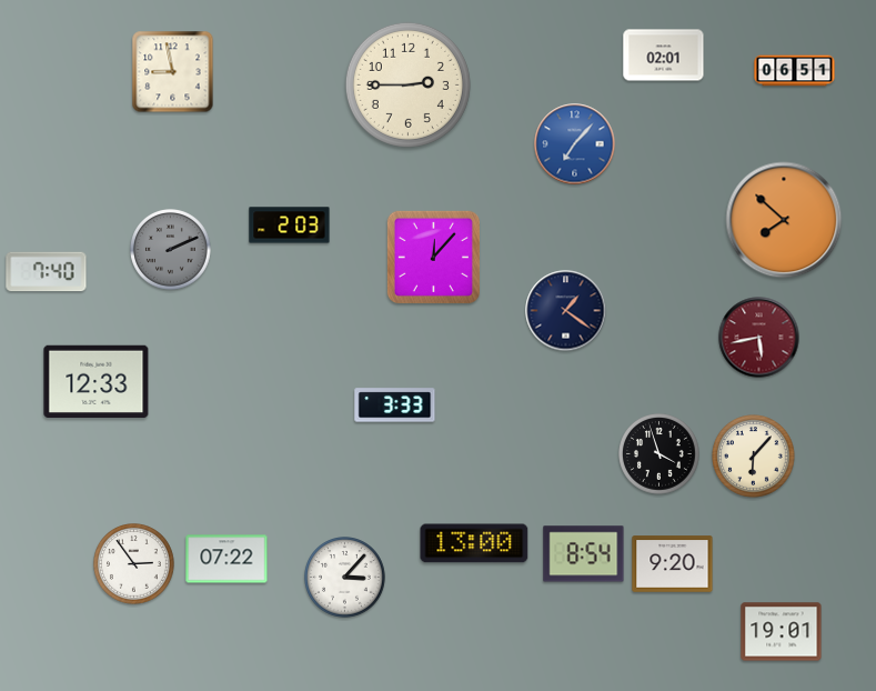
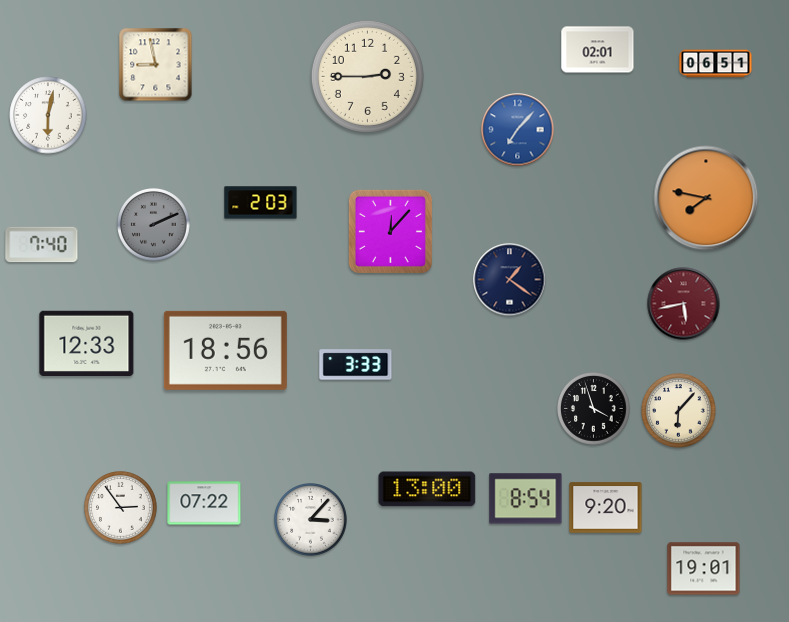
clock at (48, 115): none -> 6:02
clock at (784, 220): 7:52 -> 7:47
clock at (225, 350): none -> 18:56
